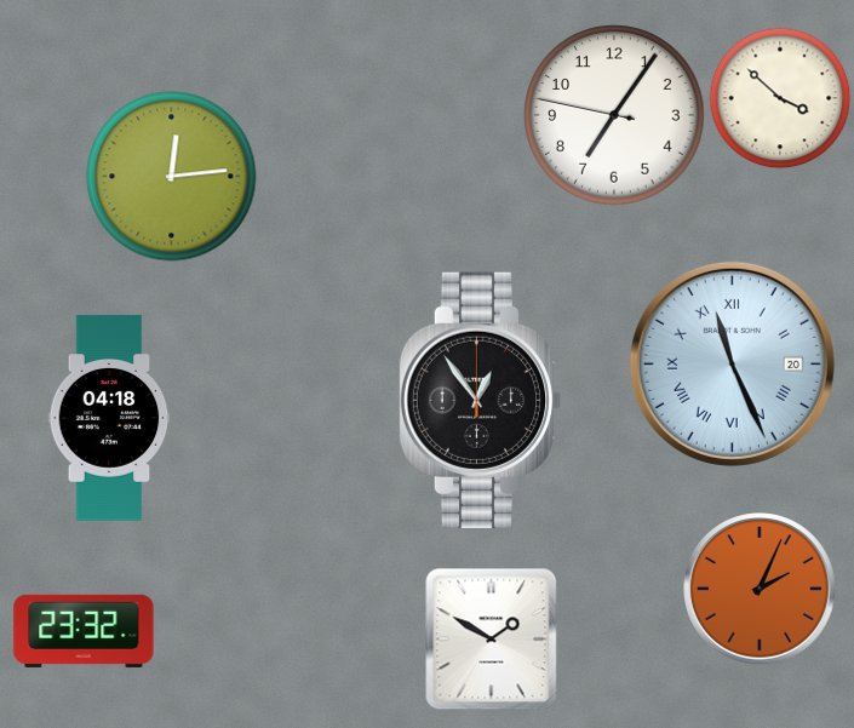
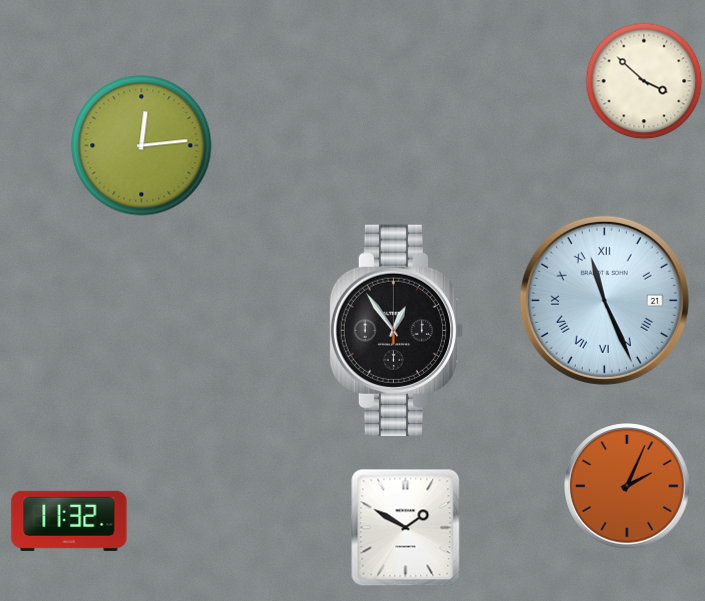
clock at (614, 115): 7:05 -> none
clock at (732, 363) date: 20 -> 21
clock at (109, 418): 04:18 -> none
clock at (84, 631): 23:32 -> 11:32
